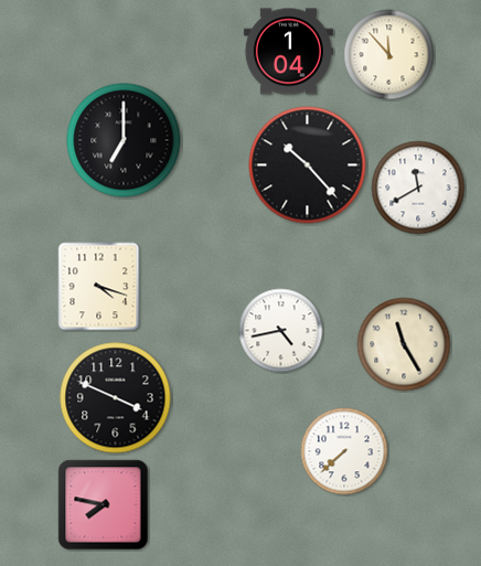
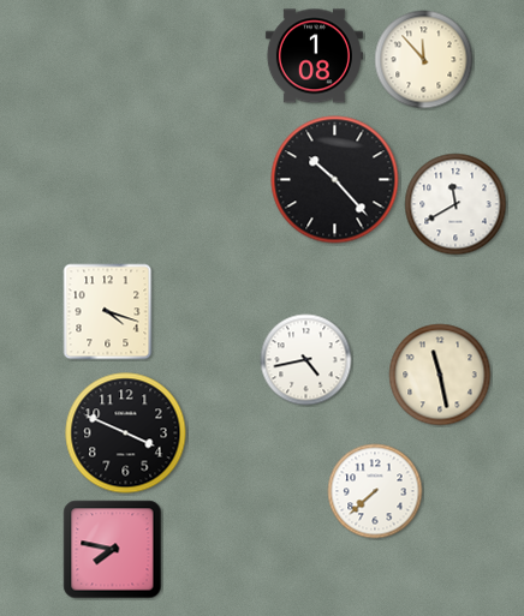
clock at (288, 52): 1:04 -> 1:08
clock at (124, 140): 7:00 -> none
clock at (404, 344): 11:25 -> 11:28
